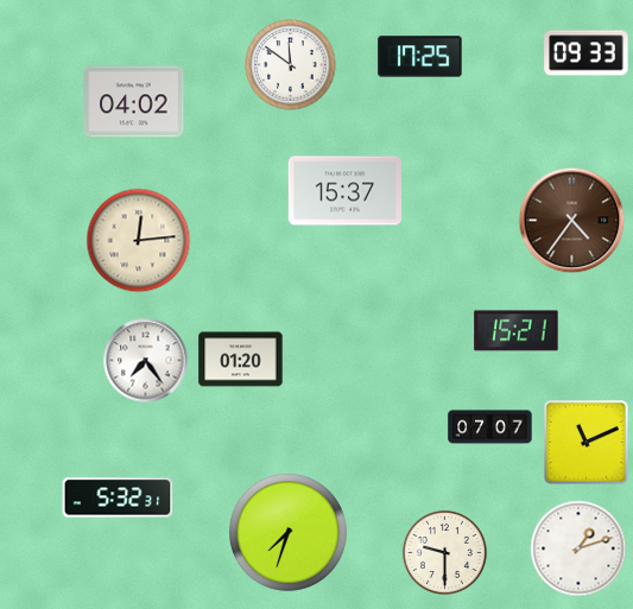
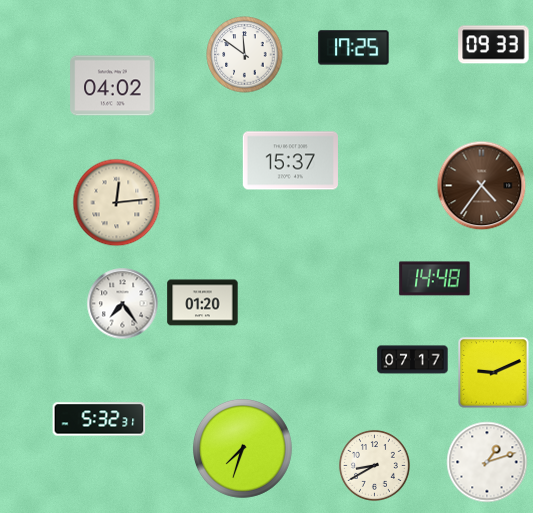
clock at (517, 331): 15:21 -> 14:48
clock at (490, 427): 07:07 -> 07:17
clock at (587, 443): 11:11 -> 9:11
clock at (444, 552): 9:30 -> 8:40
